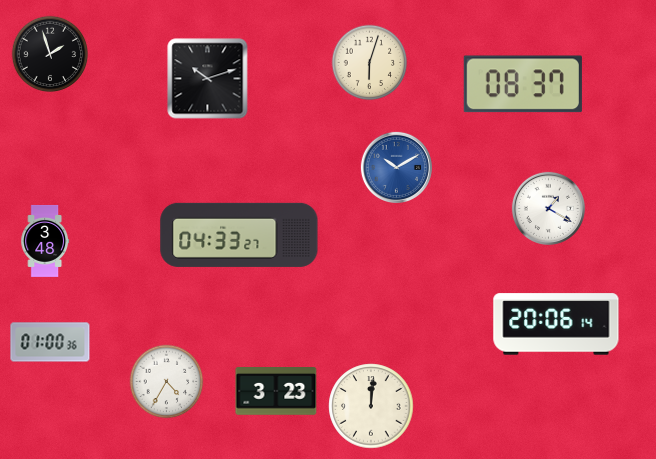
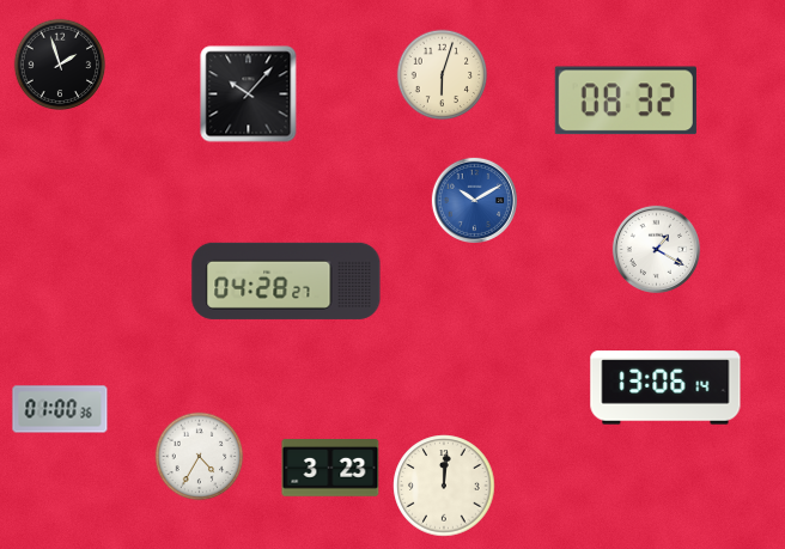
clock at (208, 79): 10:12 -> 10:07
clock at (523, 84): 08:37 -> 08:32
clock at (239, 235): 04:33 -> 04:28
clock at (45, 241): 3:48 -> none
clock at (556, 324): 20:06 -> 13:06
